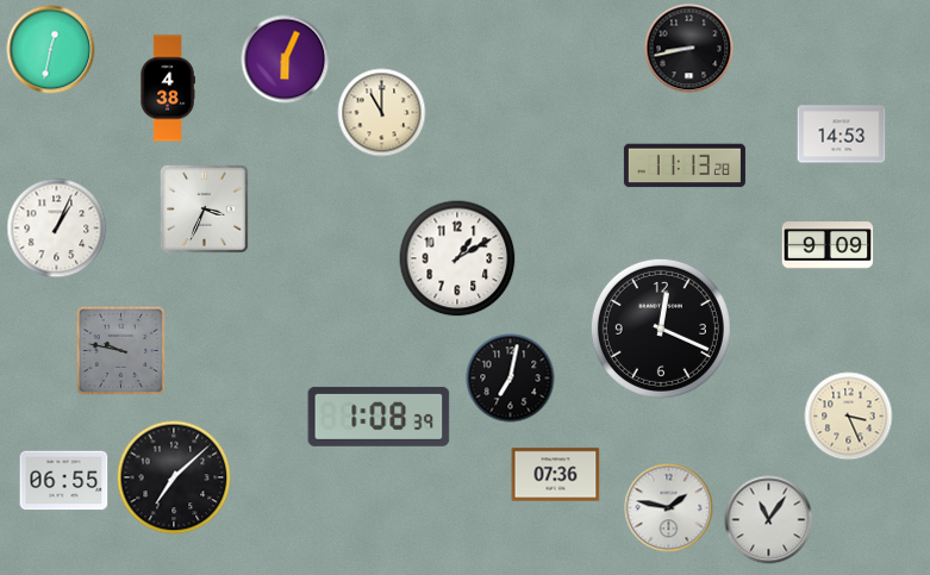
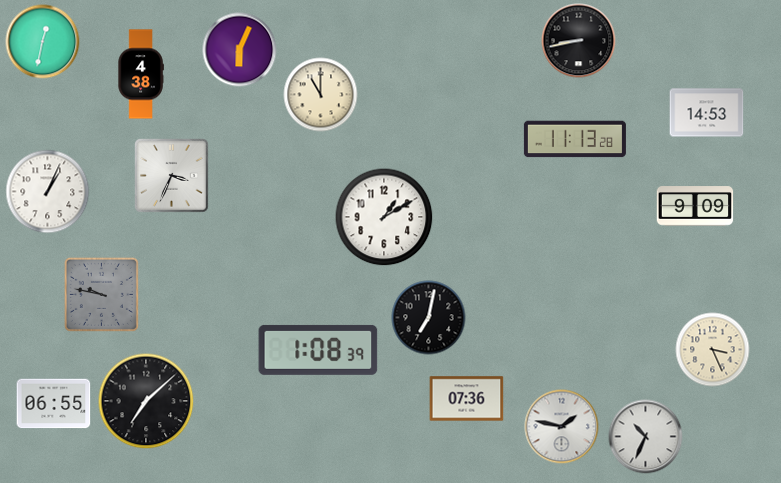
clock at (661, 329): 12:19 -> none
clock at (769, 520): 11:06 -> 10:34
